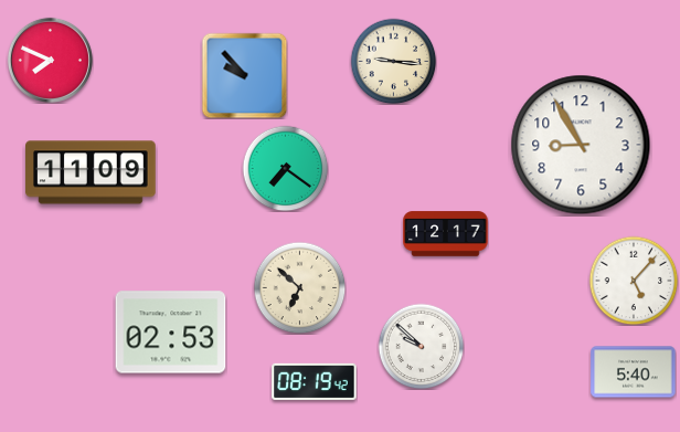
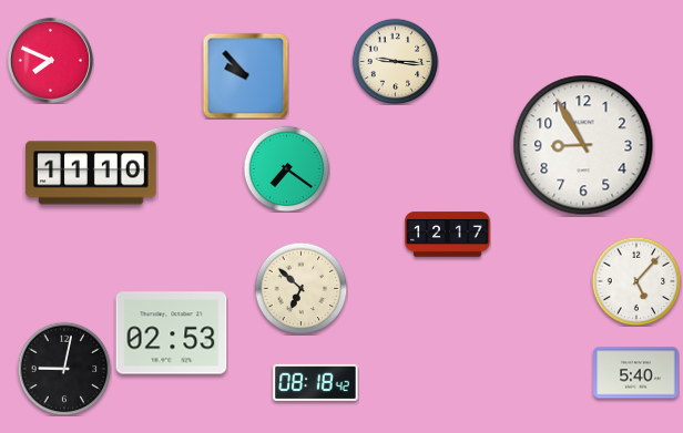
clock at (91, 172): 11:09 -> 11:10
clock at (421, 346): 9:52 -> none
clock at (64, 369): none -> 9:02
clock at (315, 381): 08:19 -> 08:18
